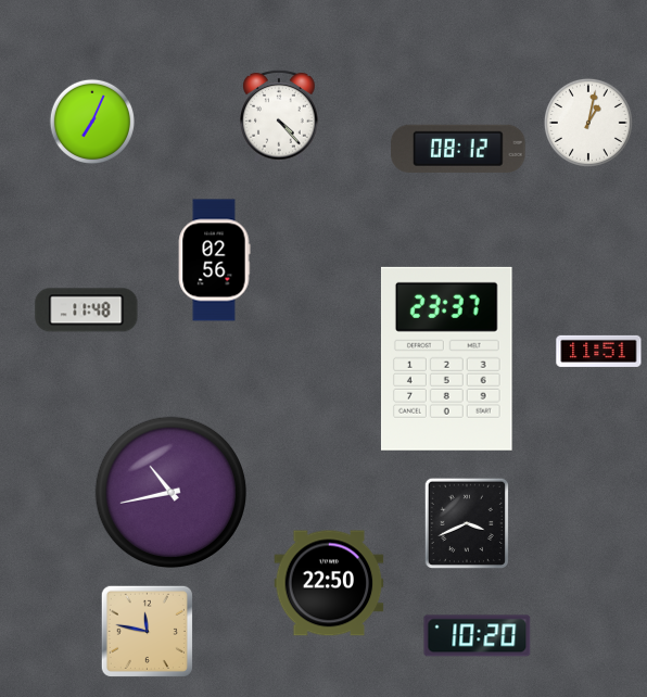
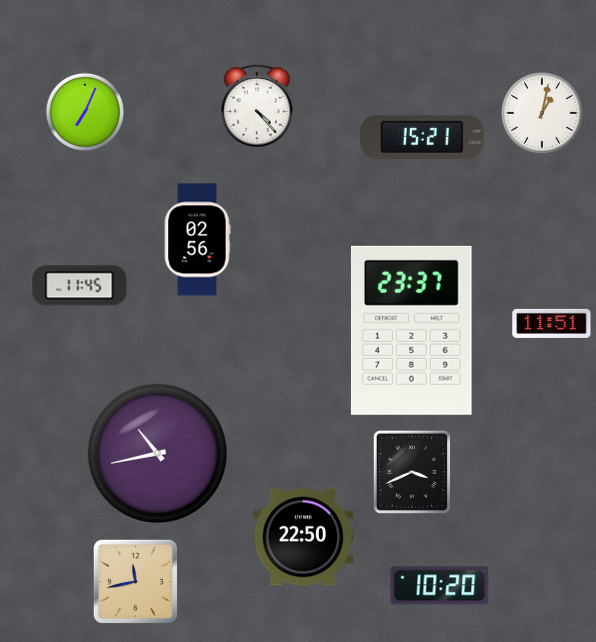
clock at (458, 149): 08:12 -> 15:21
clock at (87, 311): 11:48 -> 11:45
clock at (466, 522) position: (466, 522) -> (411, 471)
clock at (147, 631): 11:47 -> 11:43
